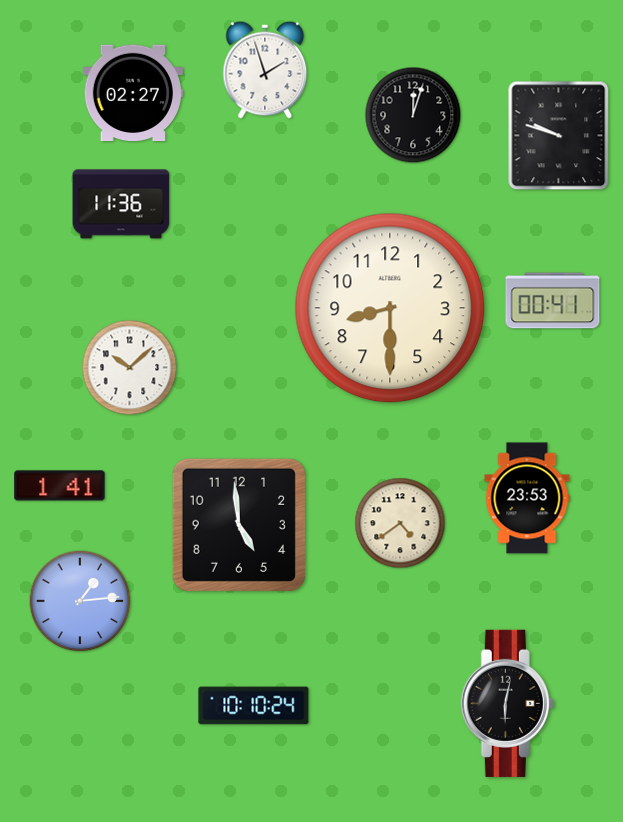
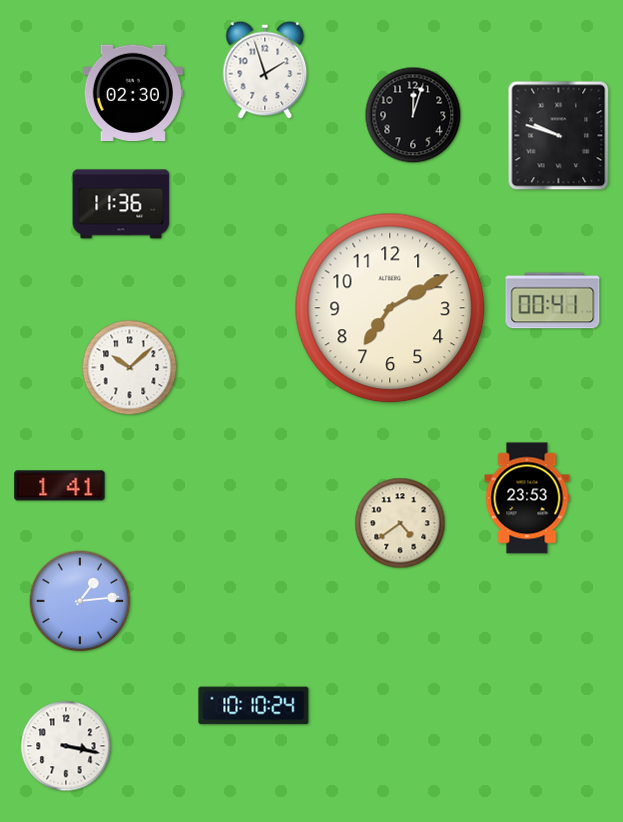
clock at (133, 92): 02:27 -> 02:30
clock at (390, 308): 8:30 -> 7:10
clock at (239, 525): 4:59 -> none
clock at (507, 703): 6:02 -> none
clock at (66, 746): none -> 3:17
